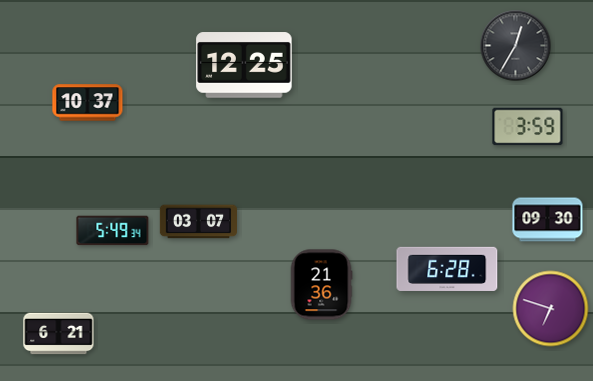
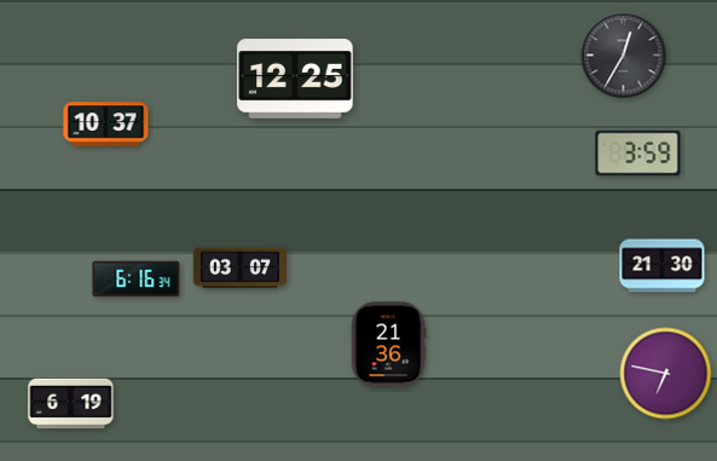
clock at (548, 220): 09:30 -> 21:30
clock at (113, 231): 5:49 -> 6:16
clock at (447, 269): 6:28 -> none
clock at (551, 309): 6:48 -> 6:47
clock at (59, 334): 6:21 -> 6:19
